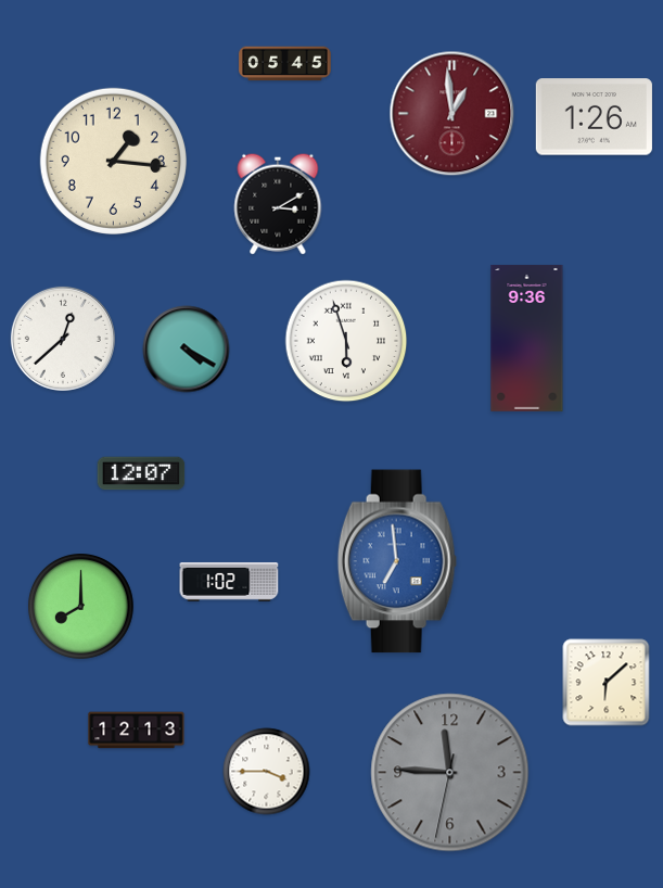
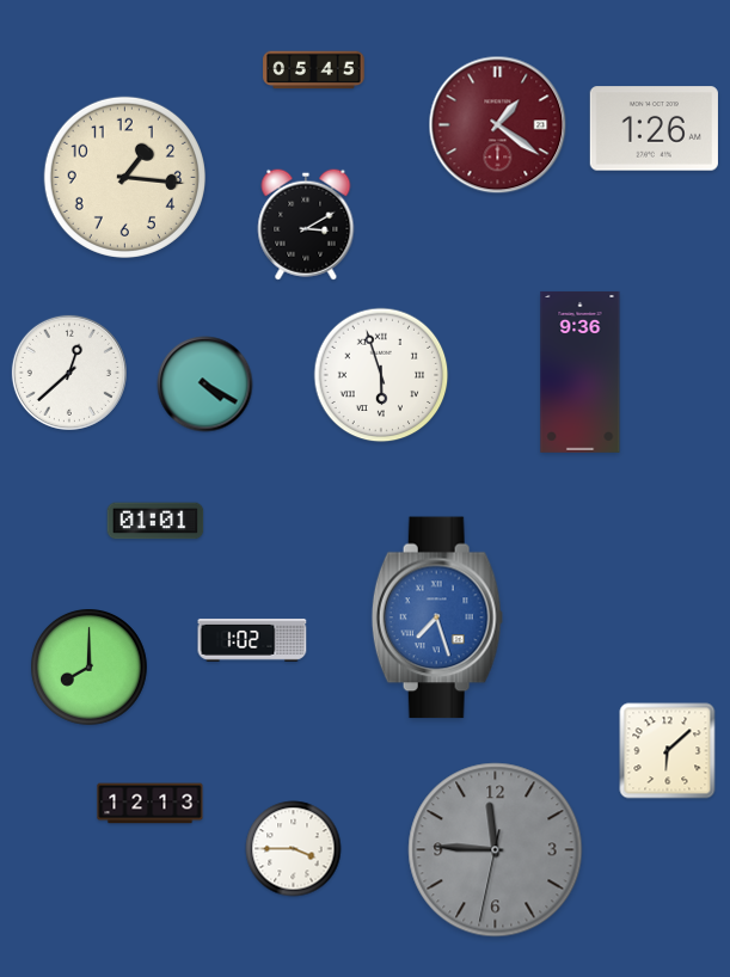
clock at (452, 114): 12:59 -> 1:21
clock at (141, 473): 12:07 -> 01:01
clock at (397, 561): 6:59 -> 7:27
